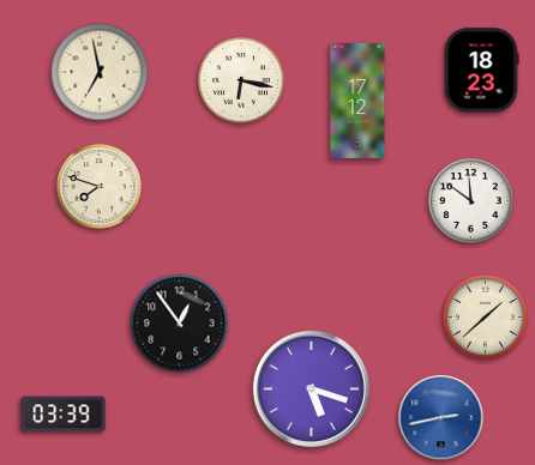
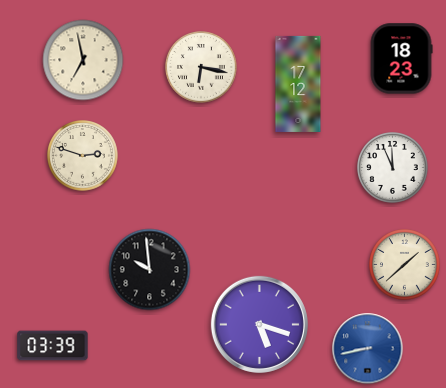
clock at (100, 187): 7:48 -> 2:48
clock at (471, 201): 11:51 -> 11:56
clock at (180, 324): 12:54 -> 9:59
clock at (441, 418): 2:43 -> 8:43
